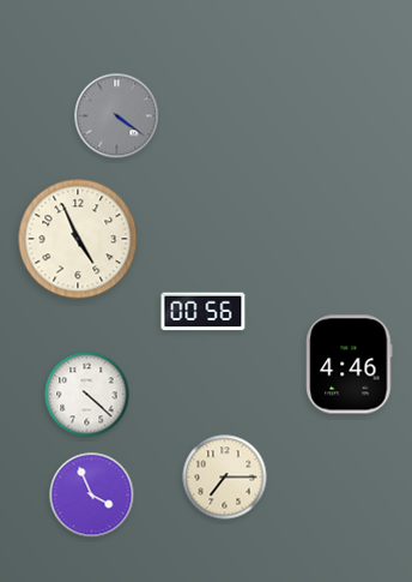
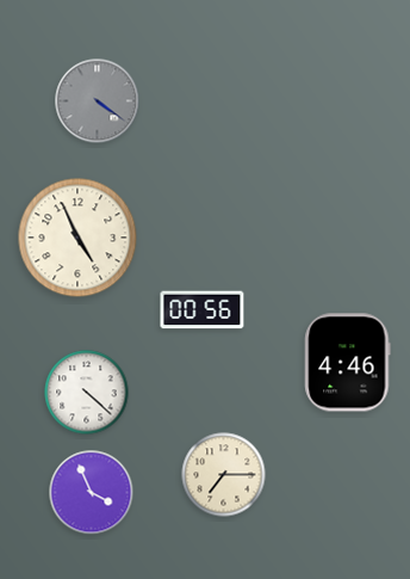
clock at (117, 116) position: (117, 116) -> (98, 101)
